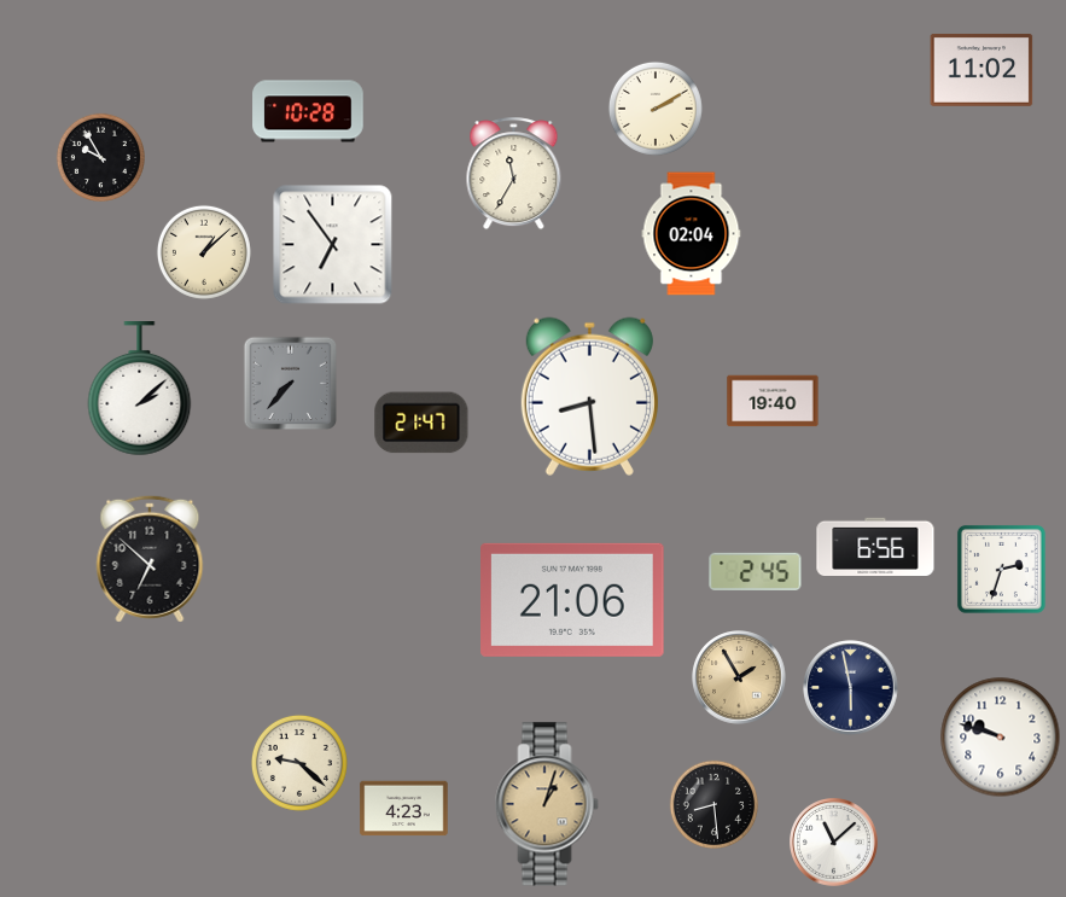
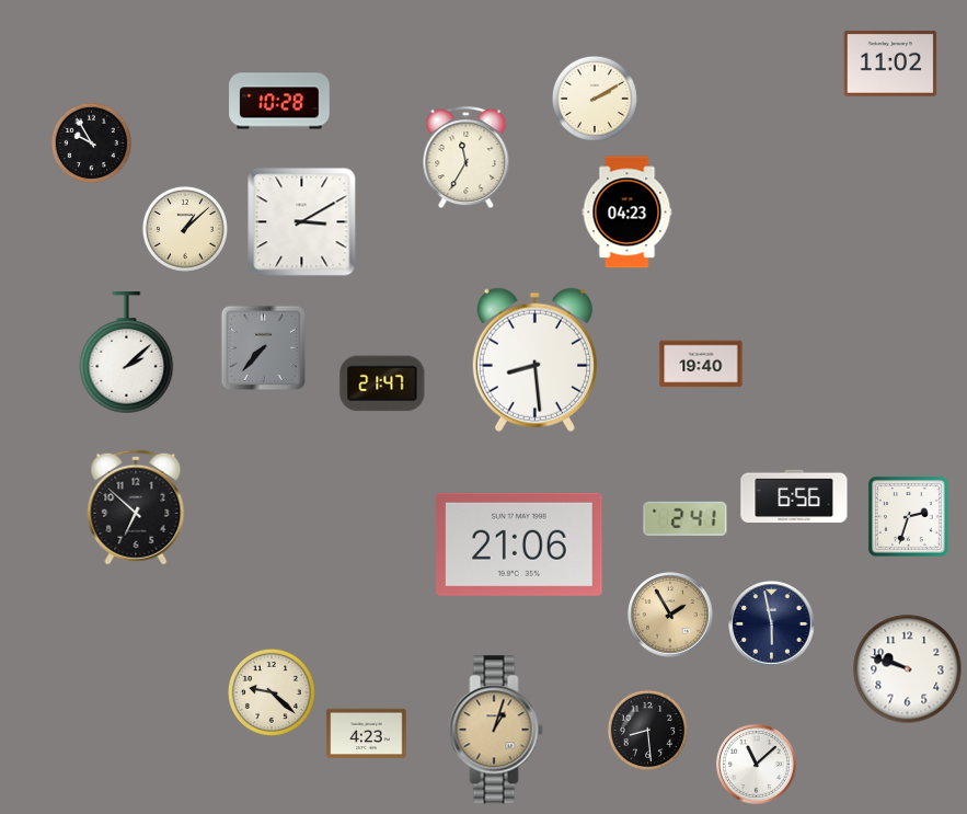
clock at (692, 234): 02:04 -> 04:23
clock at (333, 245): 6:54 -> 3:10
clock at (756, 571): 2:45 -> 2:41
